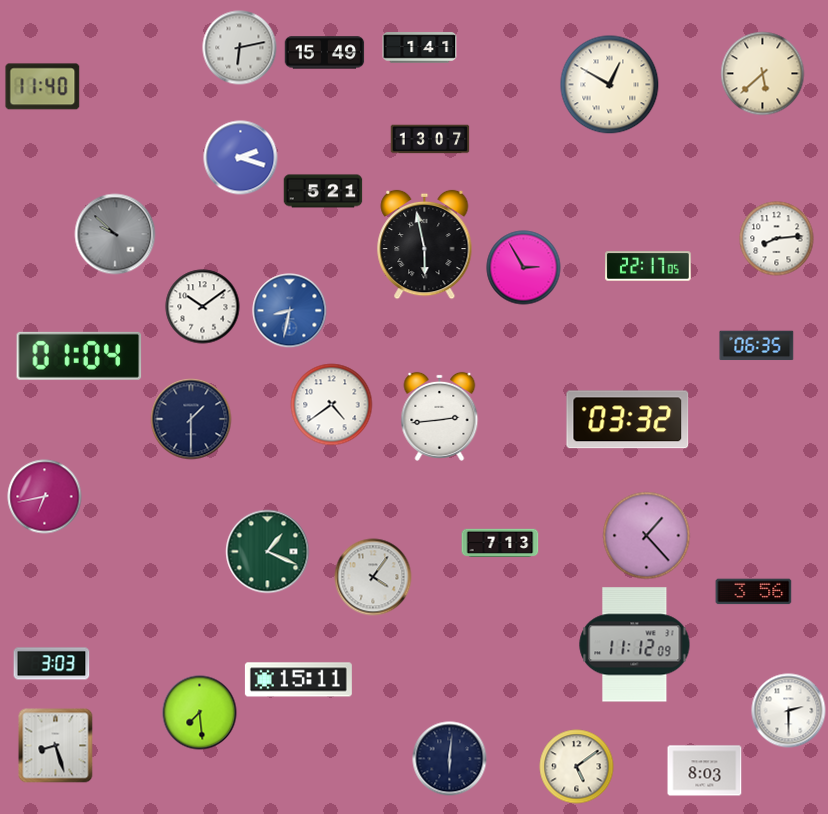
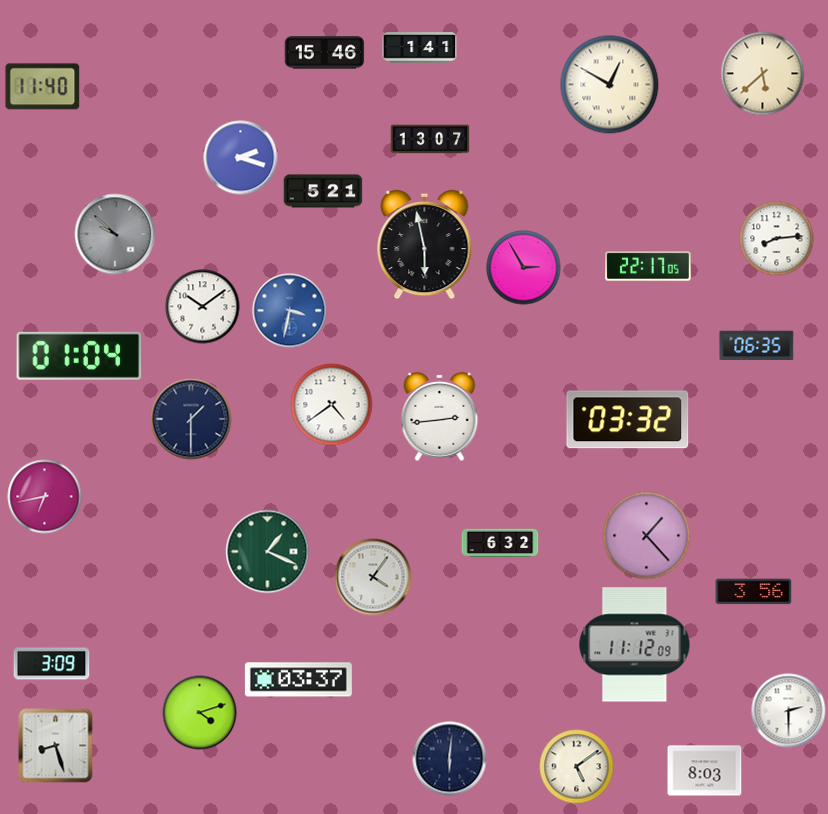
clock at (240, 48): 6:13 -> none
clock at (325, 53): 15:49 -> 15:46
clock at (290, 311): 8:32 -> 3:32
clock at (500, 543): 7:13 -> 6:32
clock at (52, 664): 3:03 -> 3:09
clock at (298, 680): 15:11 -> 03:37
clock at (200, 713): 7:29 -> 4:12
